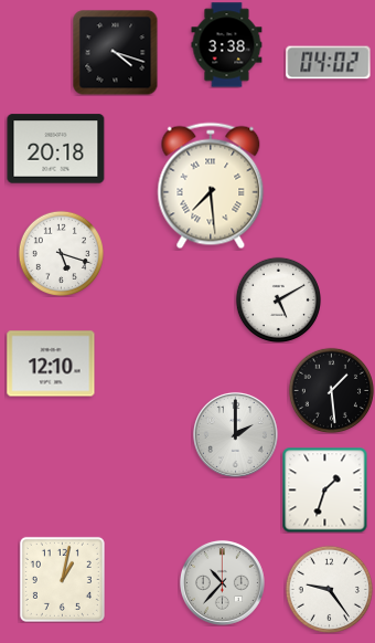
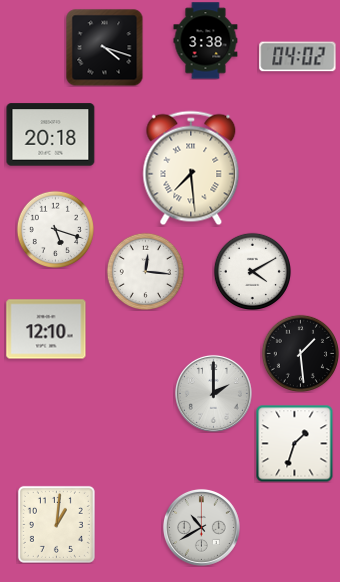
clock at (145, 271): none -> 12:16
clock at (278, 299): 5:10 -> 4:10
clock at (62, 579): 1:02 -> 1:01
clock at (222, 582): 10:37 -> 10:40
clock at (329, 589): 9:24 -> none
